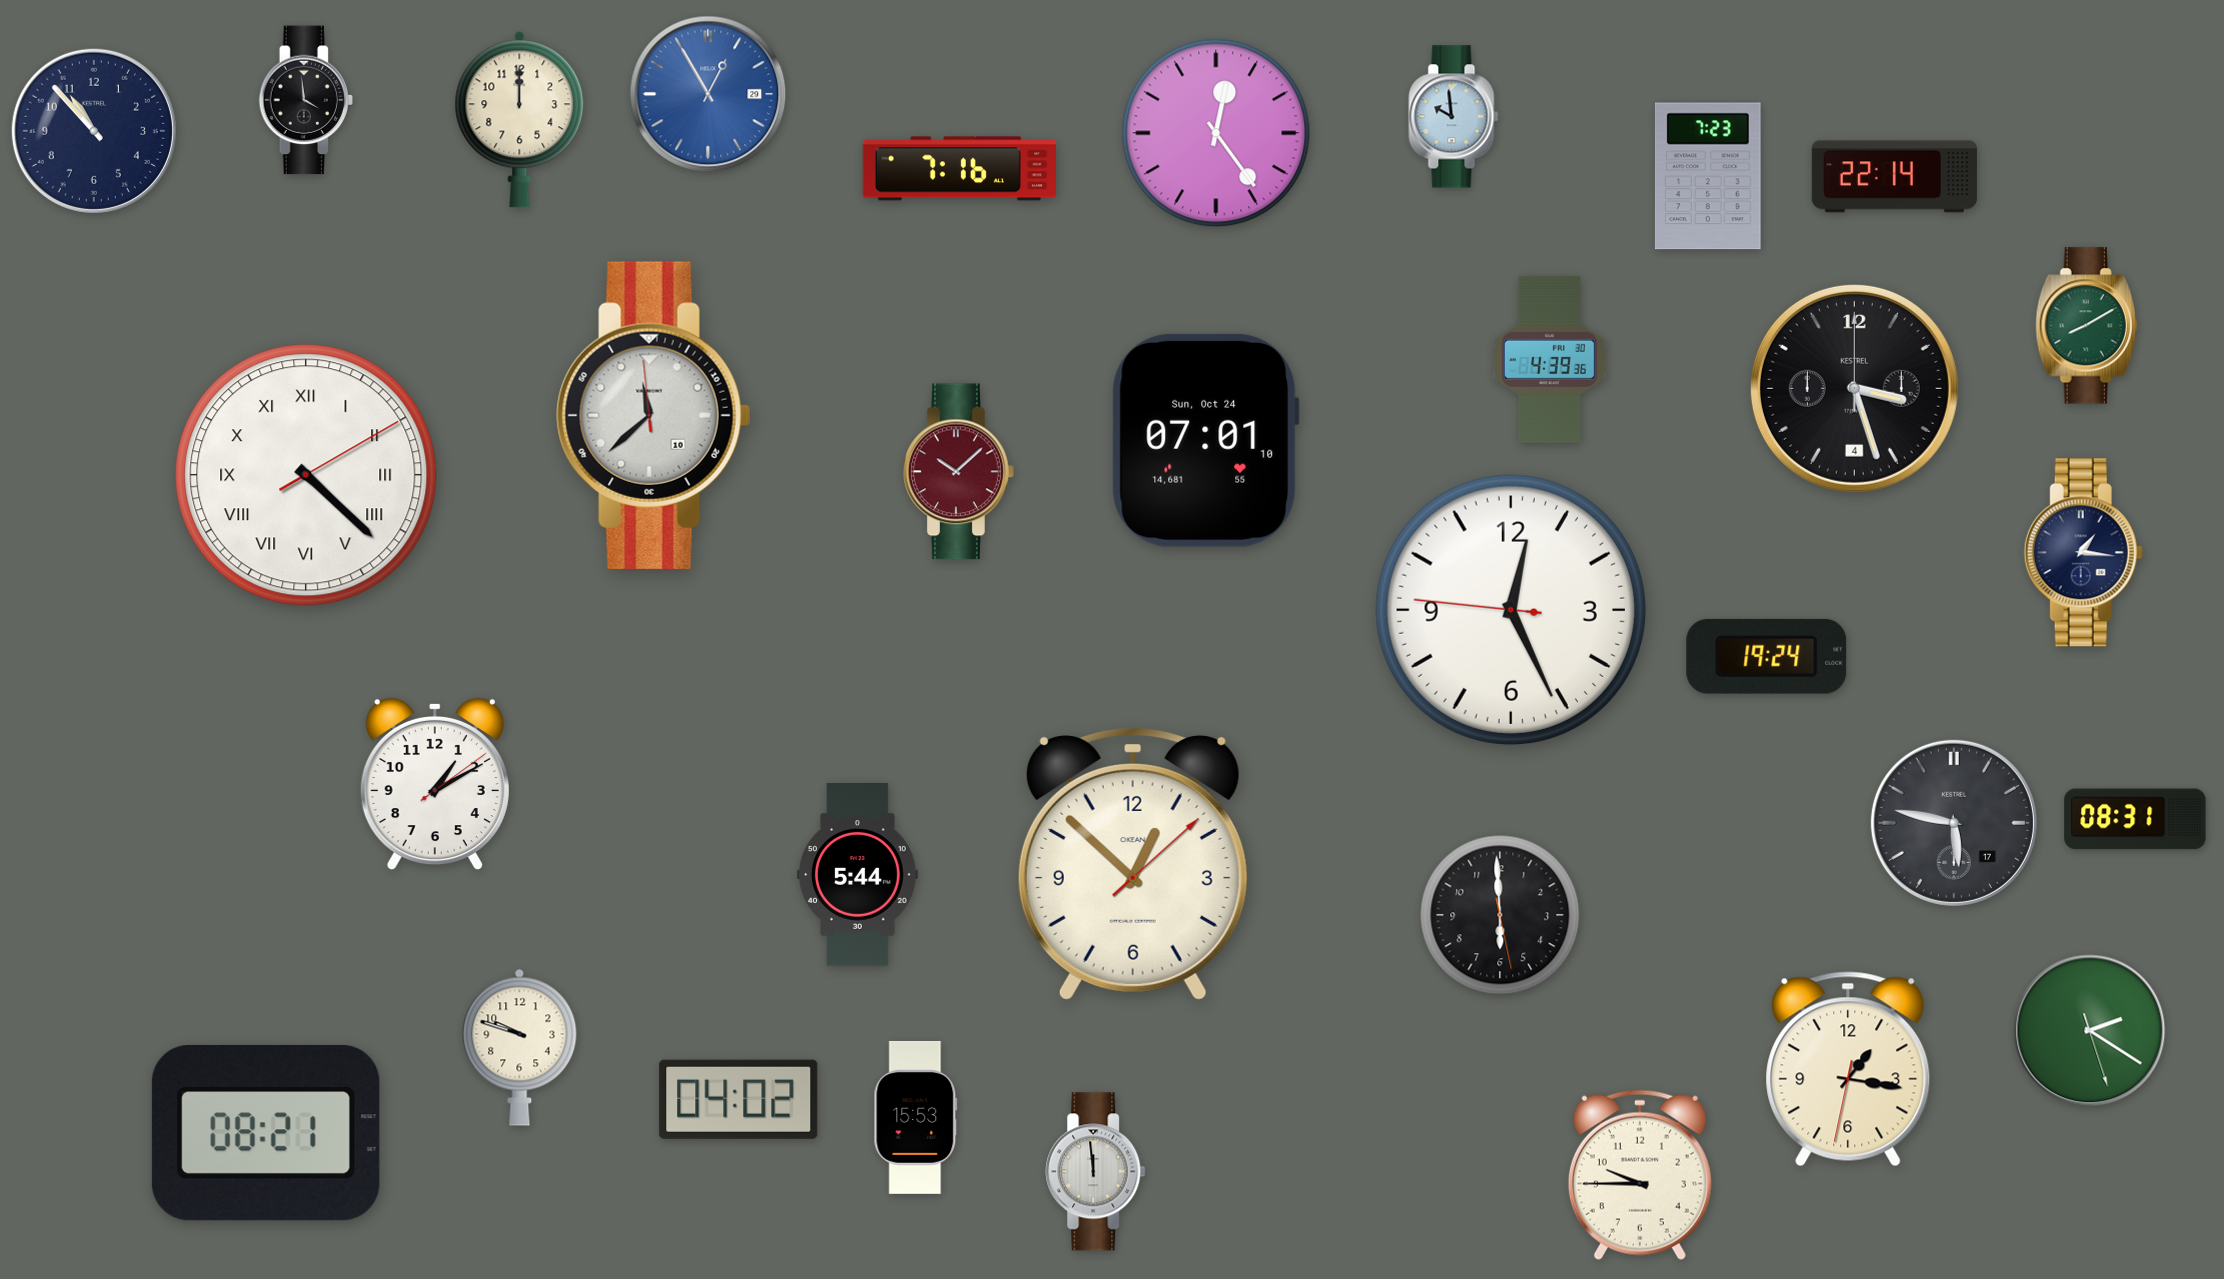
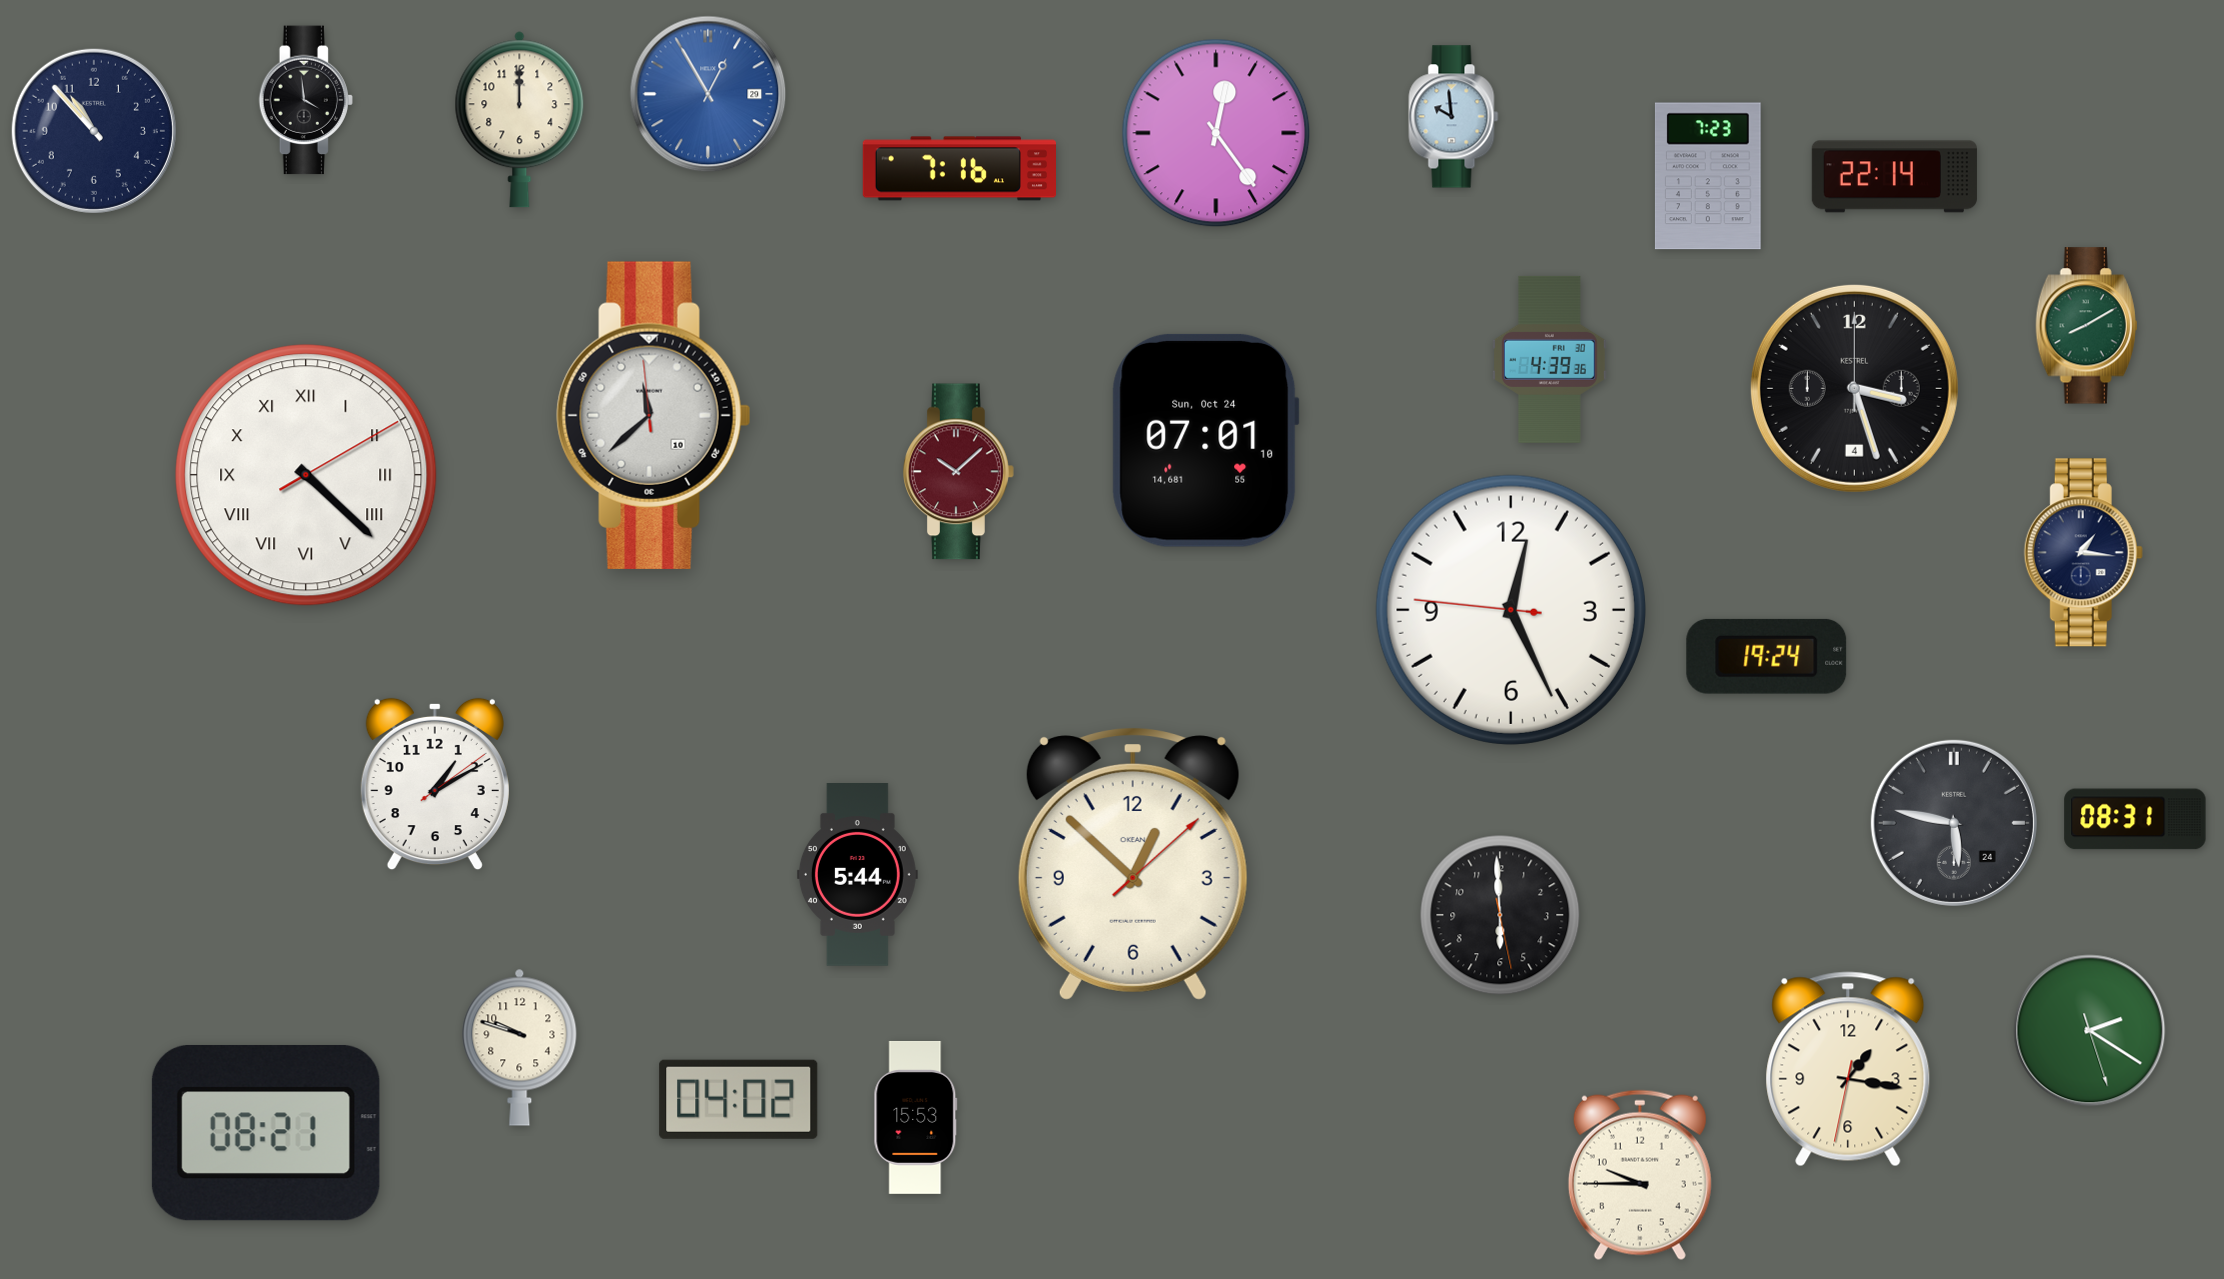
clock at (1954, 823) date: 17 -> 24
clock at (1096, 1172): 11:59 -> none
